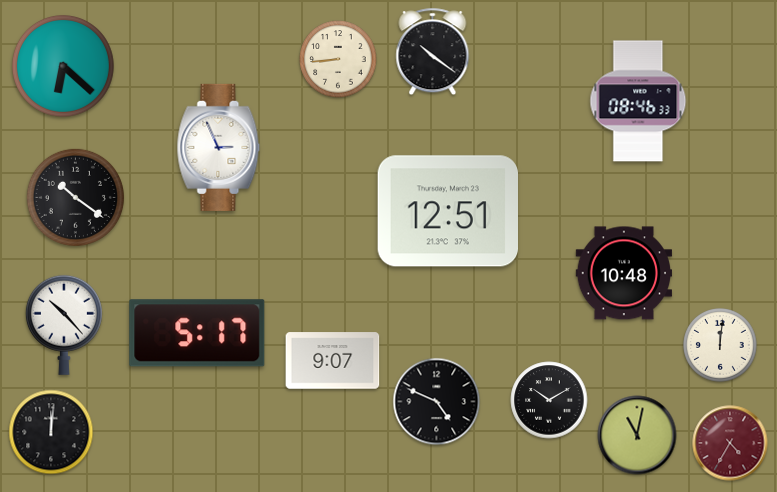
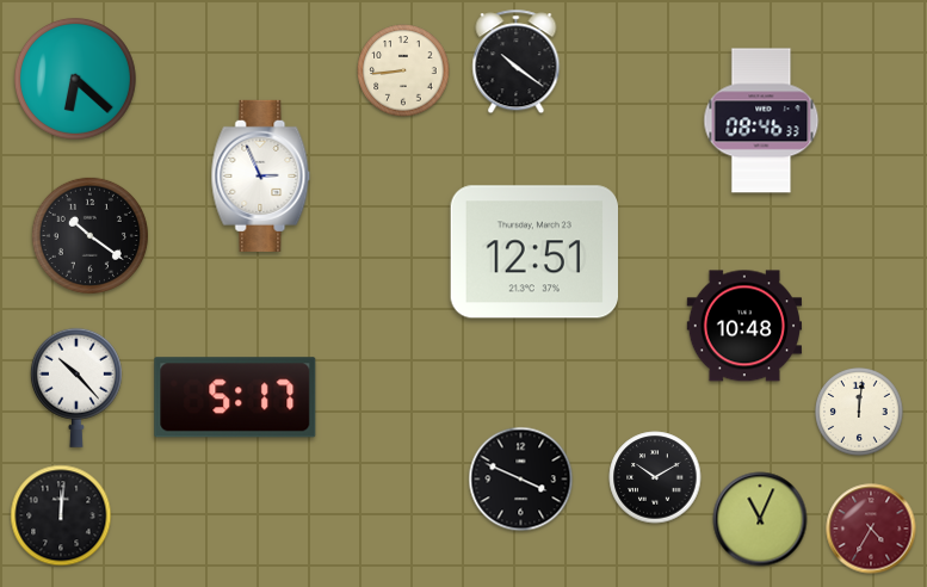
clock at (333, 361): 9:07 -> none
clock at (437, 402): 4:49 -> 3:49
clock at (637, 435): 11:02 -> 11:04
